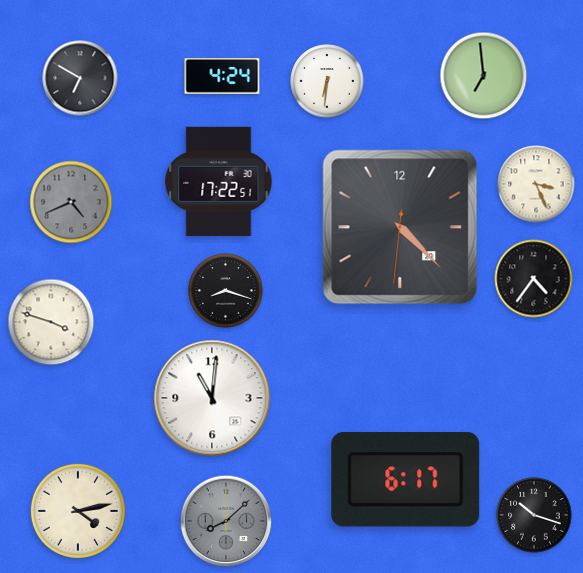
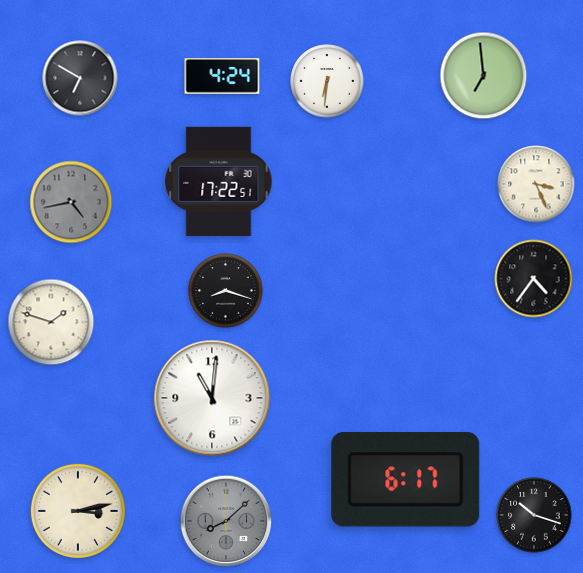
clock at (71, 202): 4:41 -> 4:43
clock at (400, 227): 4:22 -> none
clock at (51, 322): 3:48 -> 1:48
clock at (78, 511): 4:13 -> 3:13
